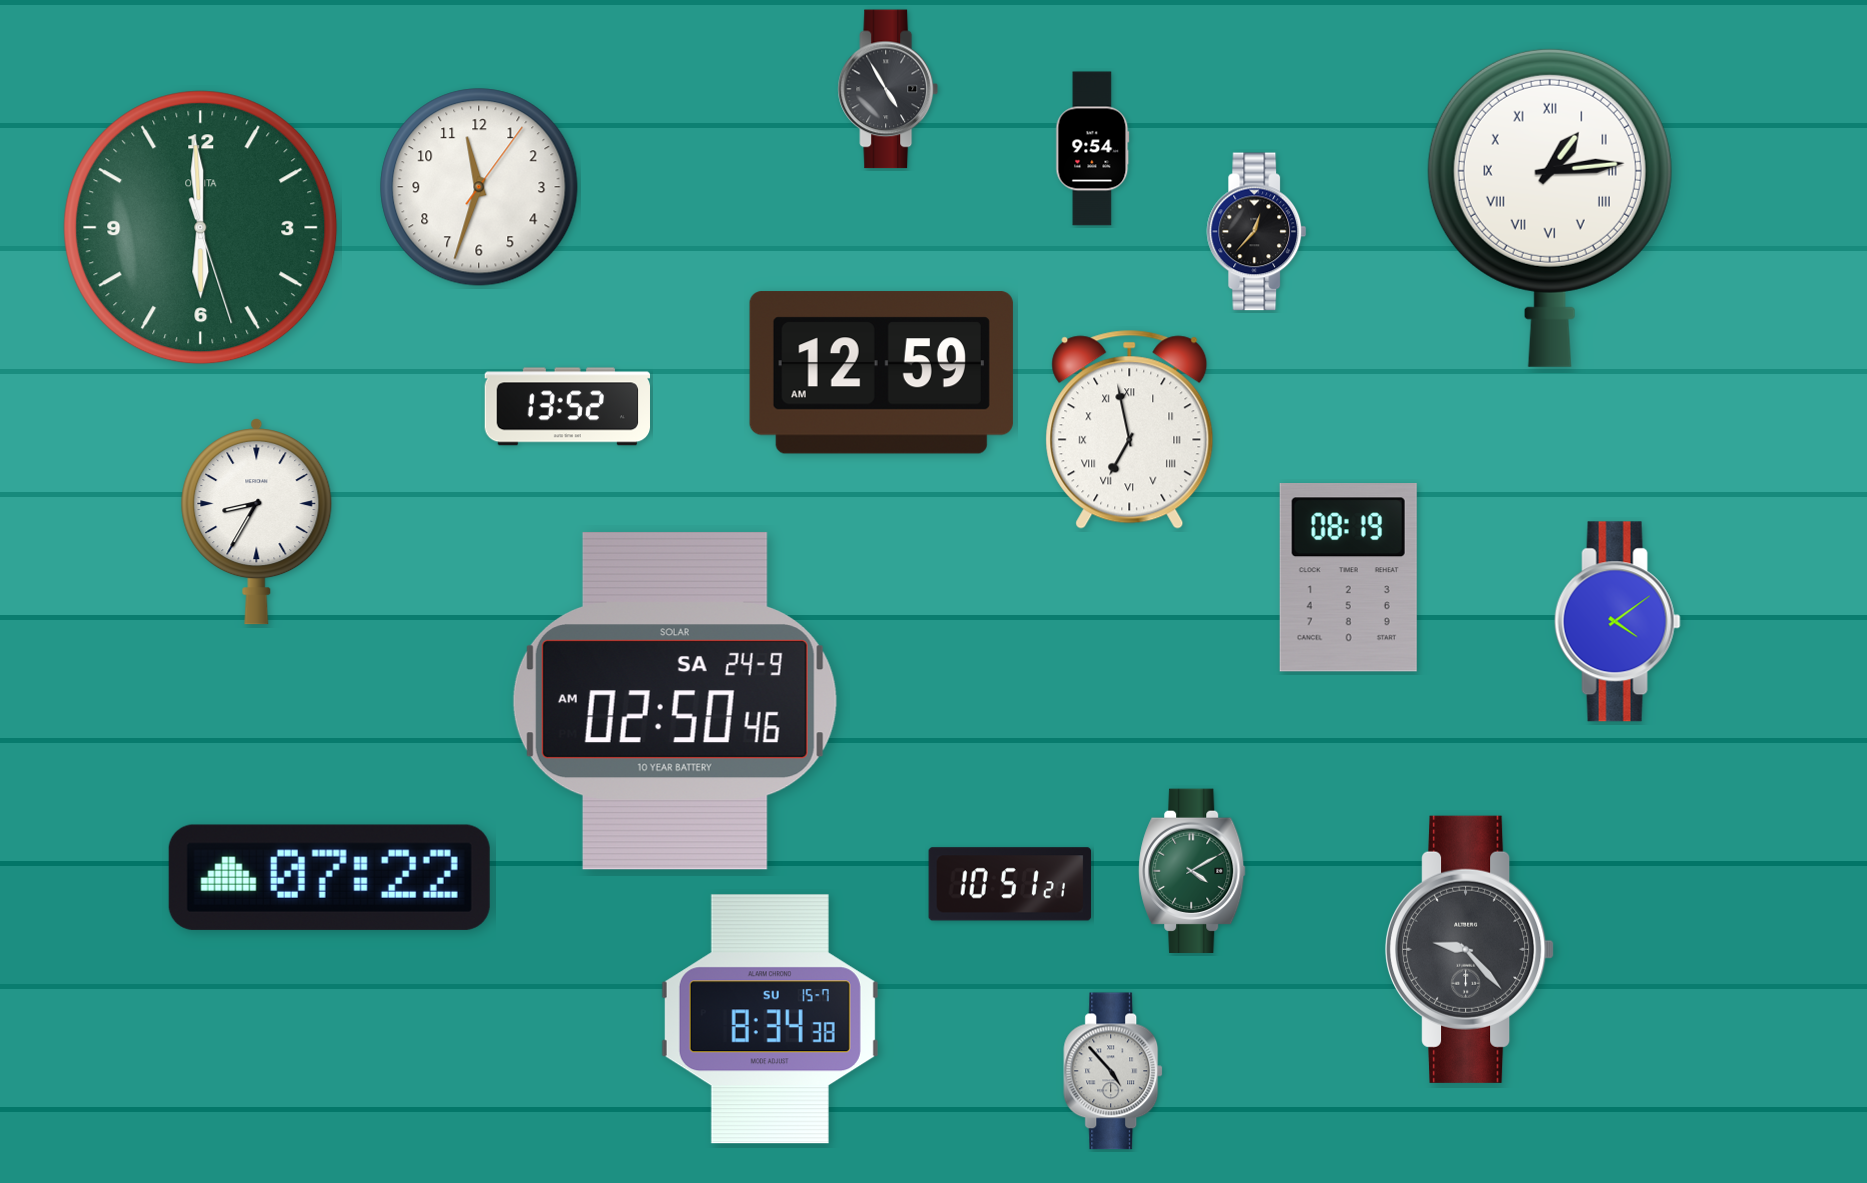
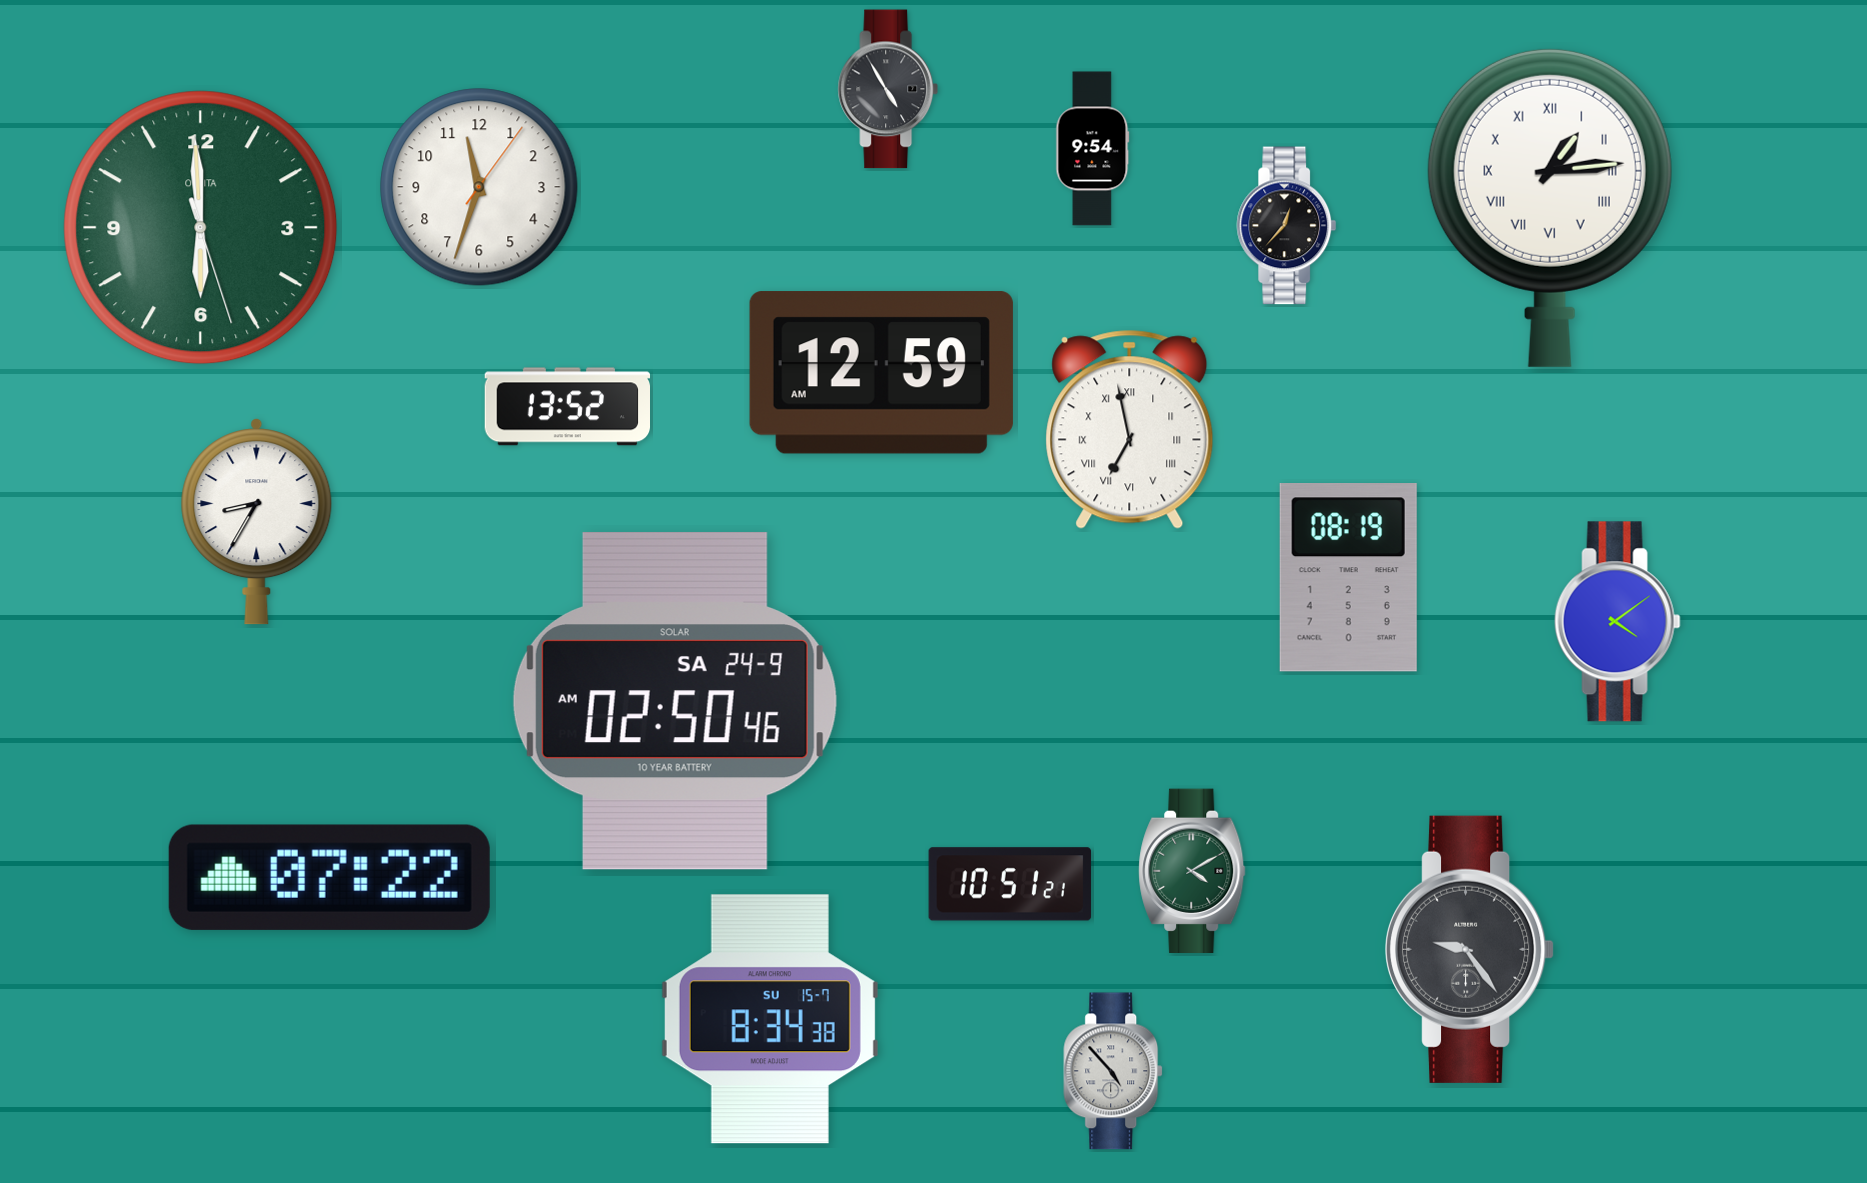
clock at (1257, 232) position: (1257, 232) -> (1287, 226)
clock at (1470, 949): 9:23 -> 9:24
